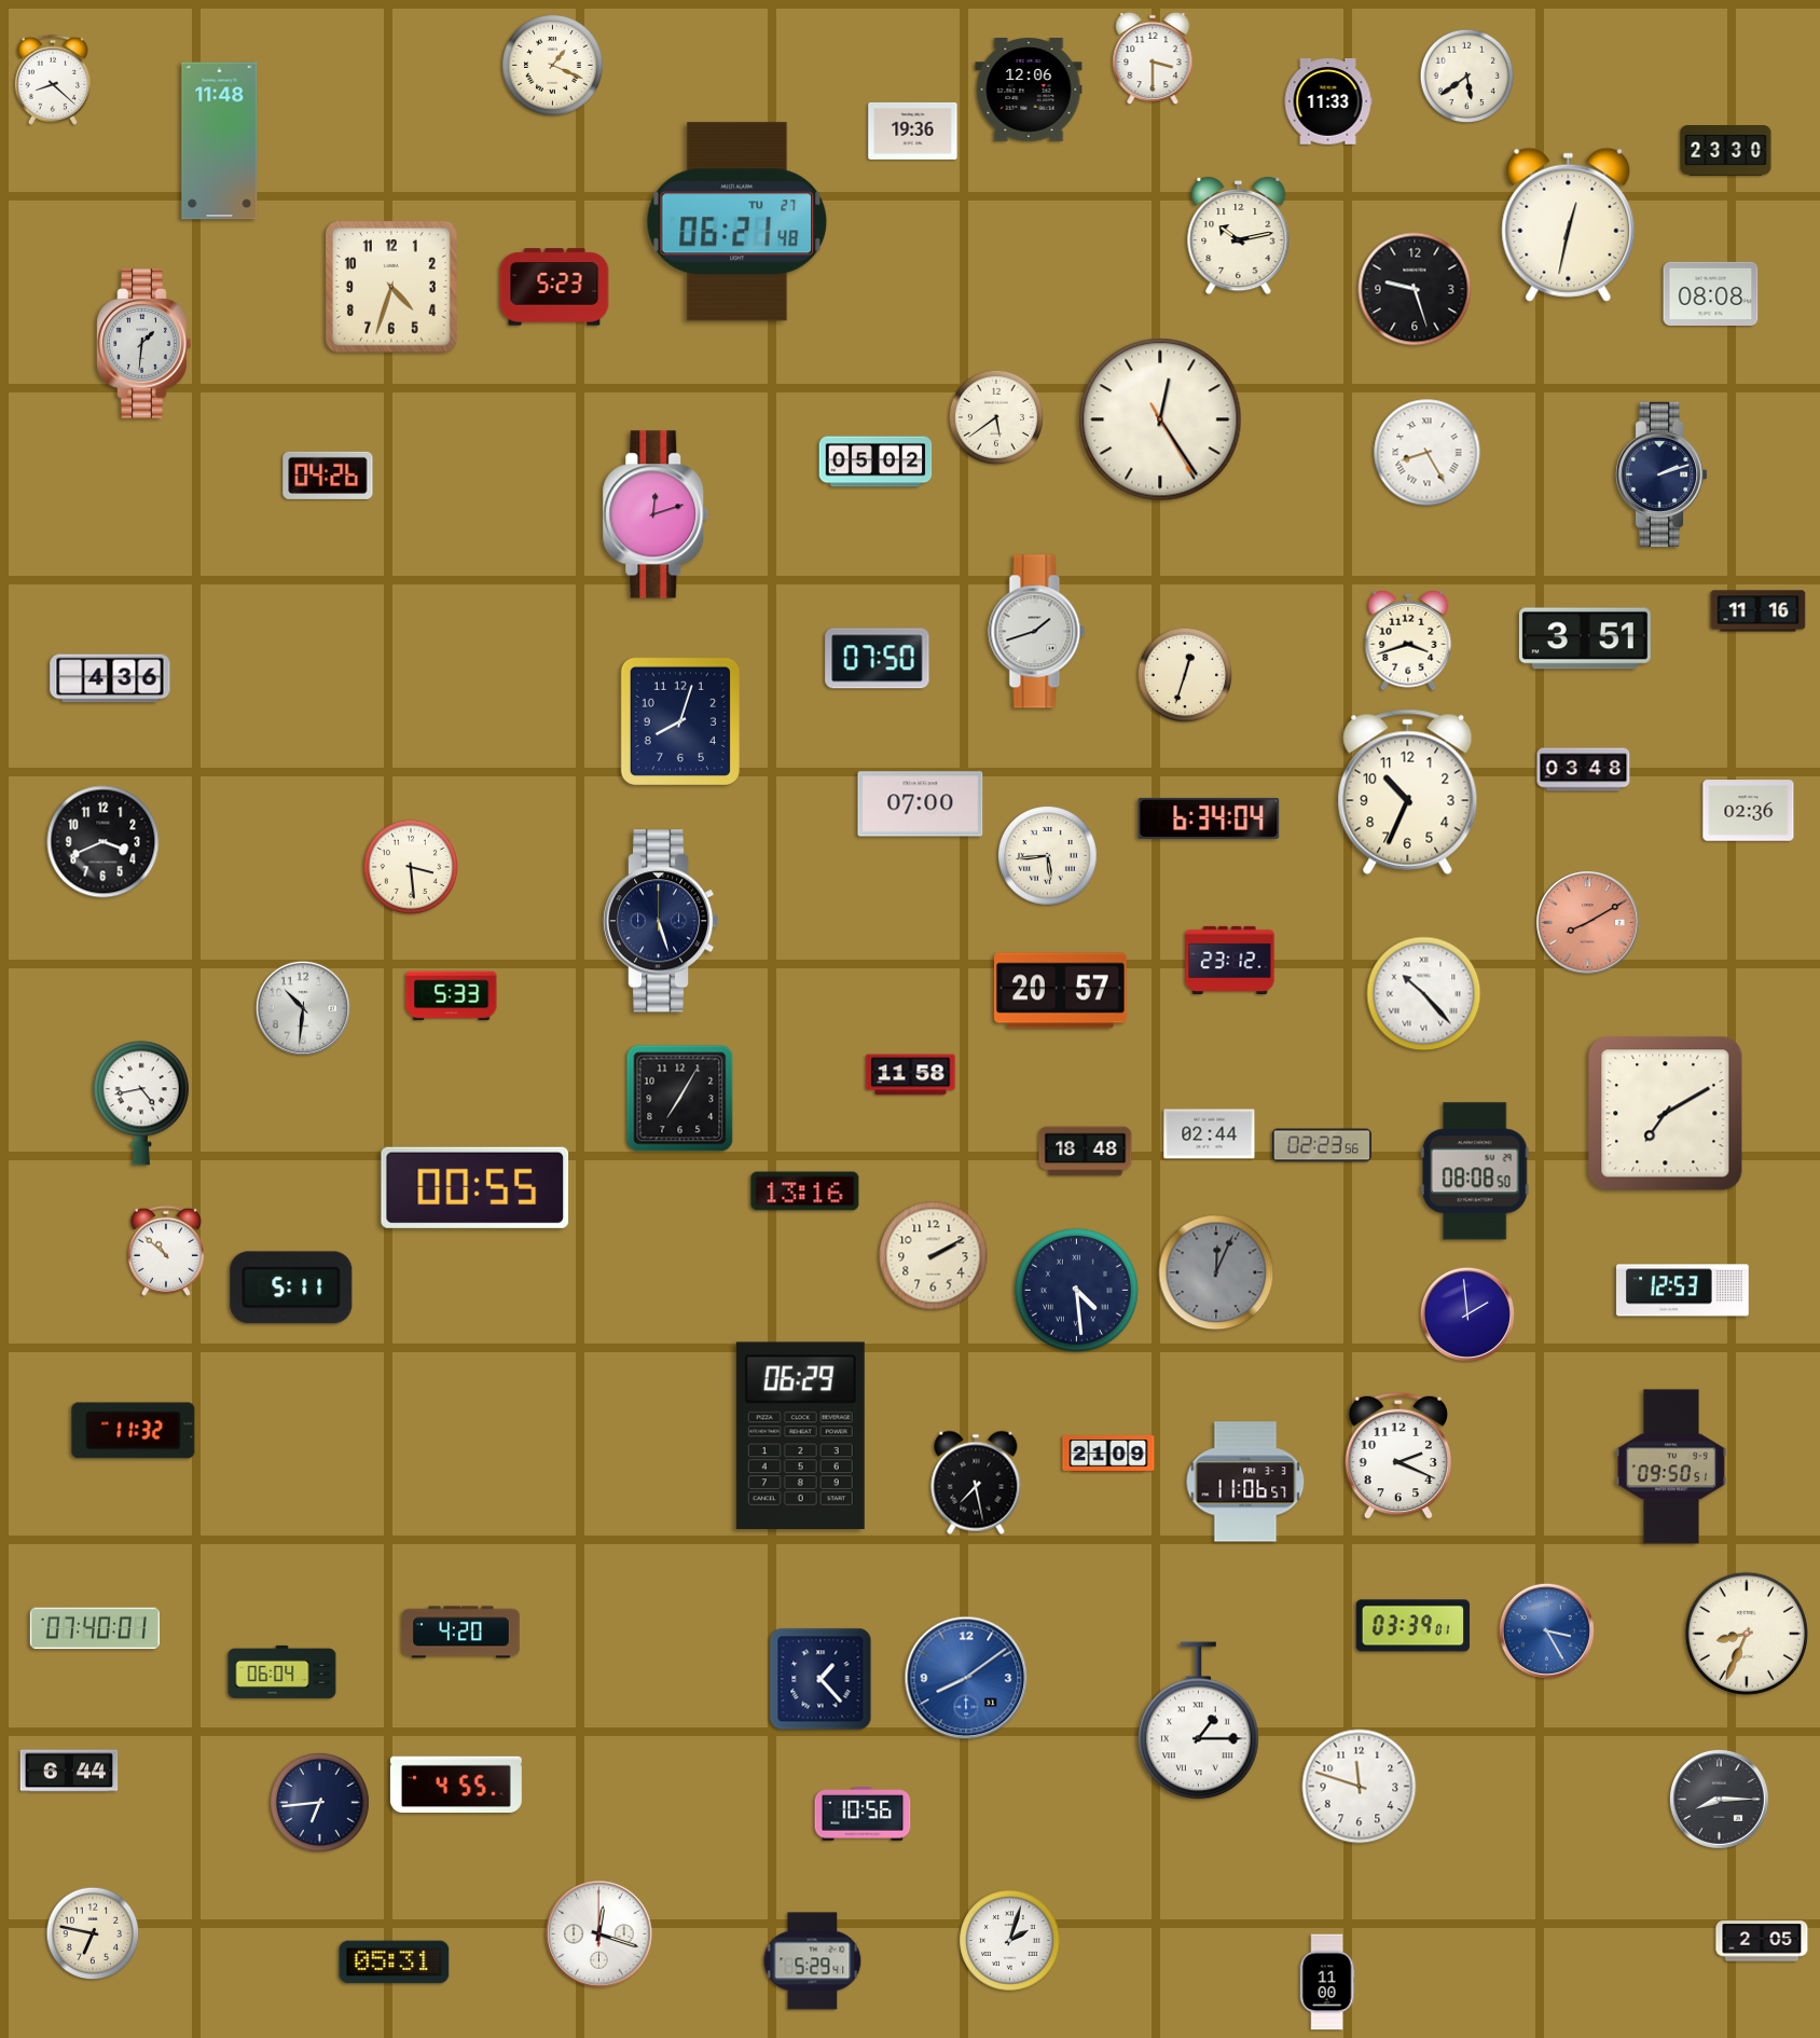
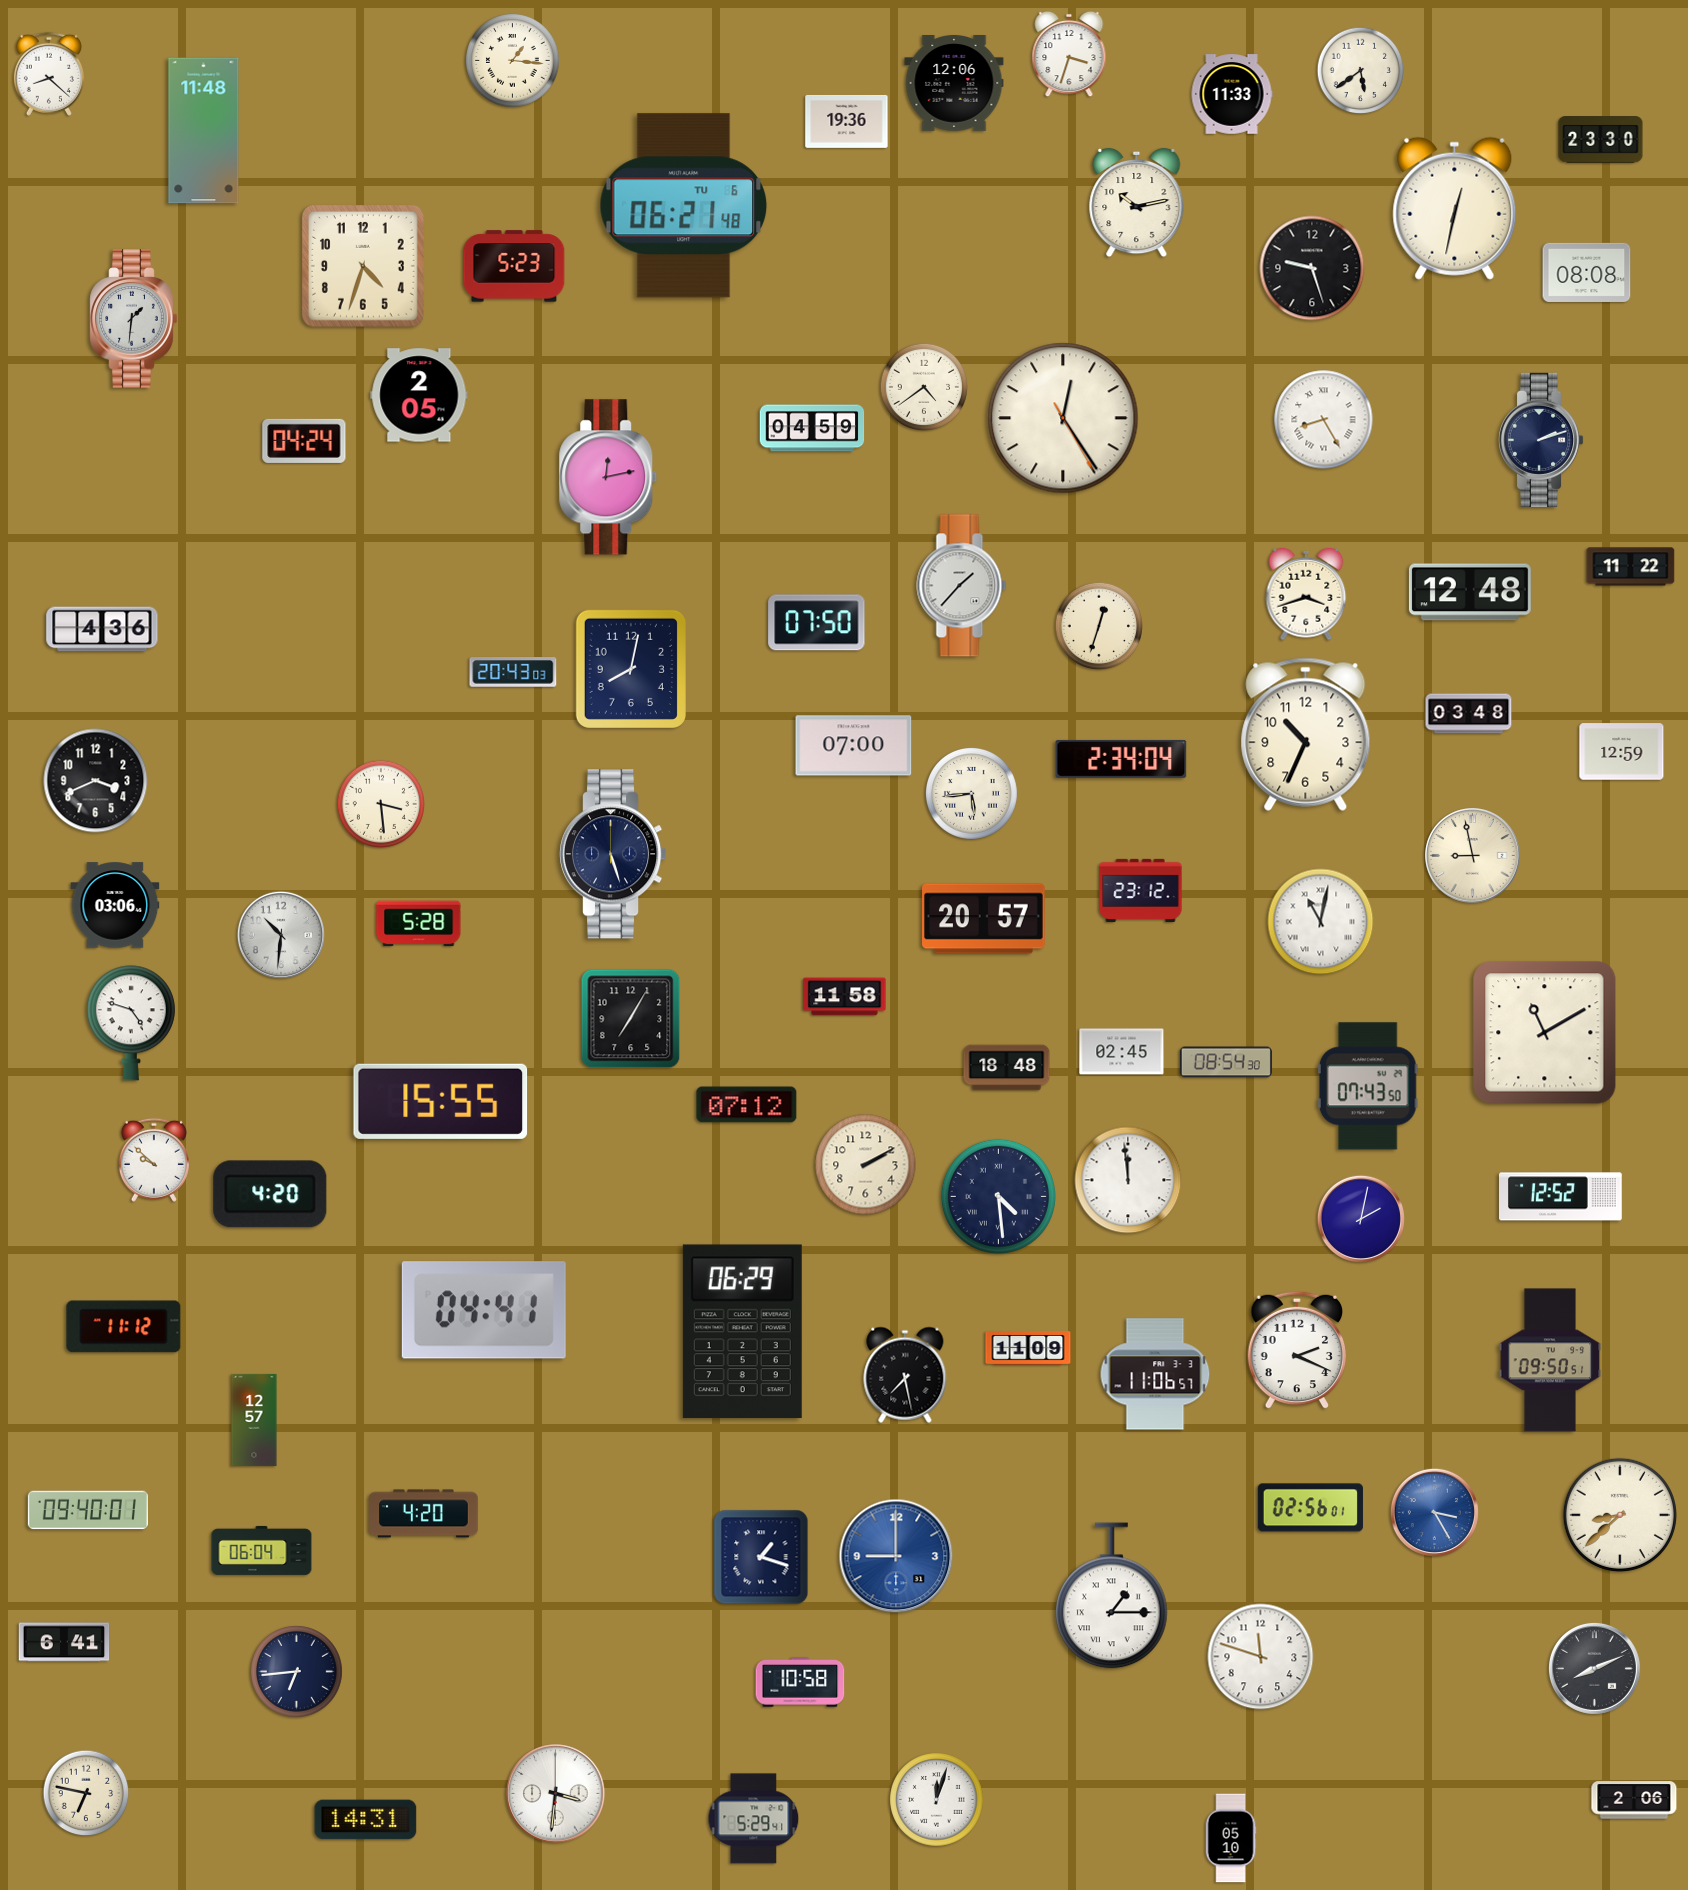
clock at (1153, 58): 3:30 -> 3:33
clock at (553, 66): 1:19 -> 1:16
clock at (737, 222) date: TU 27 -> TU 6
clock at (1239, 236) position: (1239, 236) -> (1137, 203)
clock at (995, 416): 5:39 -> 4:39
clock at (1160, 419) position: (1160, 419) -> (1063, 418)
clock at (419, 395): none -> 2:05
clock at (875, 462): 05:02 -> 04:59
clock at (328, 476): 04:26 -> 04:24
clock at (656, 514): 12:12 -> 12:13
clock at (1759, 611): 11:16 -> 11:22
clock at (1037, 632): 1:42 -> 1:37
clock at (1585, 638): 3:51 -> 12:48
clock at (878, 659) position: (878, 659) -> (817, 623)
clock at (680, 721): 8:03 -> 8:02
clock at (513, 673): none -> 20:43
clock at (1749, 811): 02:36 -> 12:59
clock at (1209, 818): 6:34 -> 2:34
clock at (1588, 923): 8:10 -> 8:58
clock at (1588, 923) dial: salmon -> cream
clock at (115, 905): none -> 03:06
clock at (1424, 994): 10:23 -> 11:02
clock at (452, 996): 5:33 -> 5:28
clock at (141, 1103): 4:43 -> 4:48
clock at (1666, 1114): 7:10 -> 11:10
clock at (1210, 1134): 02:44 -> 02:45
clock at (1322, 1145): 02:23 -> 08:54
clock at (1475, 1171): 08:08 -> 07:43
clock at (475, 1187): 00:55 -> 15:55
clock at (805, 1192): 13:16 -> 07:12
clock at (166, 1251): 10:52 -> 9:52
clock at (1216, 1272): 12:04 -> 11:59
clock at (1216, 1272) dial: grey -> white
clock at (291, 1287): 5:11 -> 4:20
clock at (1683, 1291): 12:53 -> 12:52
clock at (1467, 1314): 1:59 -> 2:02
clock at (484, 1310): none -> 04:41
clock at (134, 1431): 11:32 -> 11:12
clock at (1108, 1455): 21:09 -> 11:09
clock at (254, 1420): none -> 12:57
clock at (1412, 1626): 03:39 -> 02:56
clock at (95, 1628): 07:40 -> 09:40
clock at (461, 1633) position: (461, 1633) -> (424, 1514)
clock at (1747, 1634): 8:34 -> 8:38
clock at (966, 1678): 8:09 -> 9:00
clock at (821, 1679): 1:23 -> 1:18
clock at (69, 1771): 6:44 -> 6:41
clock at (456, 1784): 4:55 -> none
clock at (1719, 1799): 8:15 -> 8:11
clock at (863, 1815): 10:56 -> 10:58
clock at (599, 1934): 12:18 -> 3:31
clock at (1010, 1941): 2:03 -> 12:03
clock at (1762, 1941): 2:05 -> 2:06
clock at (395, 1963): 05:31 -> 14:31
clock at (1327, 1982): 11:00 -> 05:10
